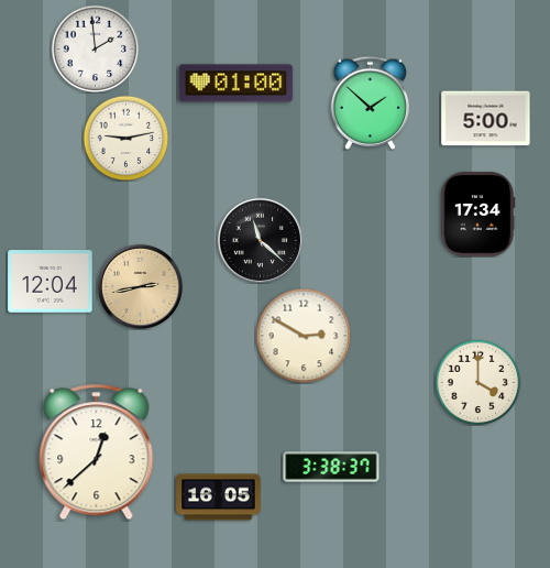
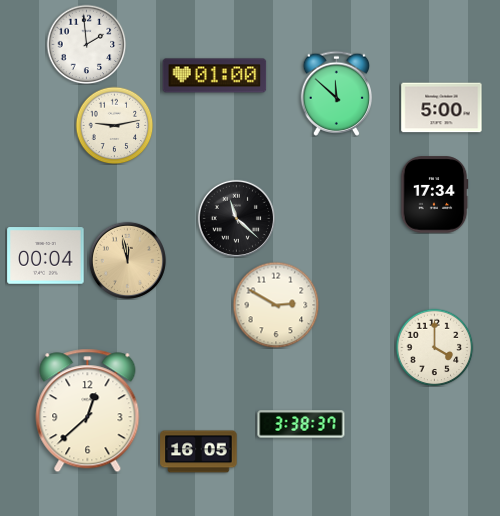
clock at (371, 102): 1:52 -> 11:52
clock at (51, 282): 12:04 -> 00:04
clock at (140, 286): 2:43 -> 11:58
